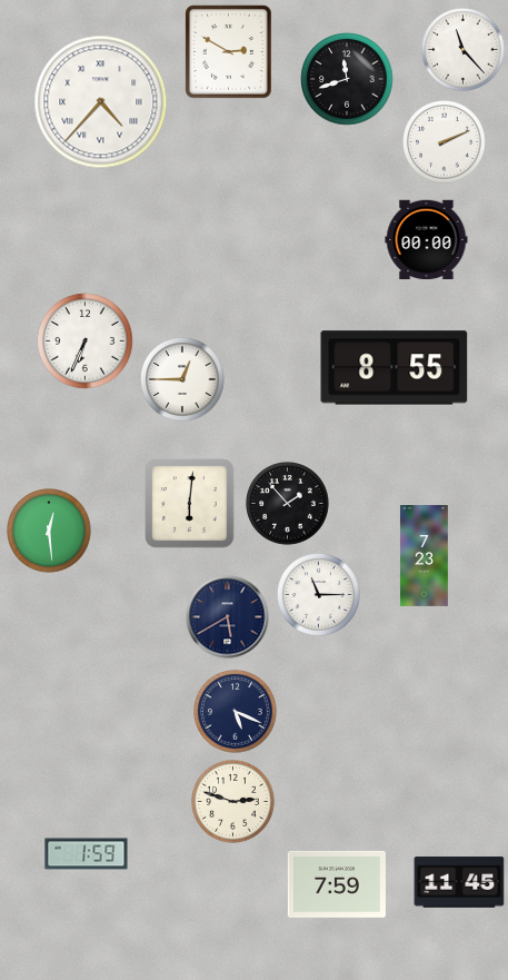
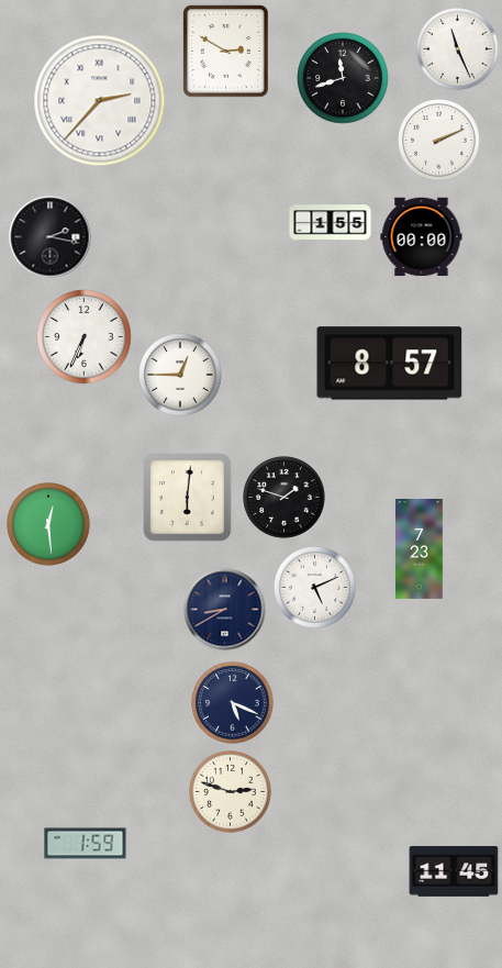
clock at (464, 50): 11:23 -> 11:26
clock at (101, 102): 4:37 -> 2:37
clock at (331, 223): none -> 1:55
clock at (51, 237): none -> 2:17
clock at (395, 368): 8:55 -> 8:57
clock at (288, 504): 1:53 -> 1:48
clock at (319, 595): 11:15 -> 5:11
clock at (228, 617): 5:40 -> 8:40
clock at (337, 884): 7:59 -> none
